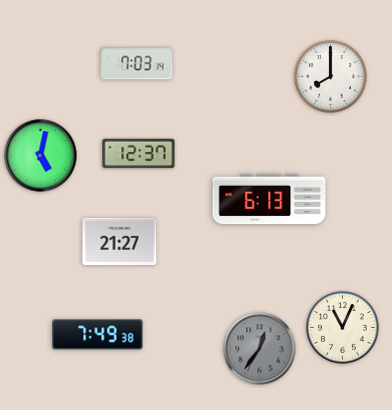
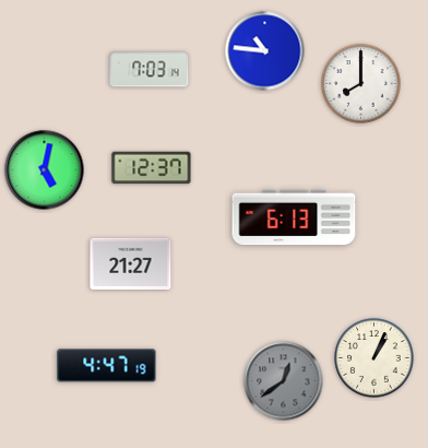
clock at (265, 51): none -> 10:46
clock at (343, 328): 11:04 -> 1:04
clock at (98, 335): 7:49 -> 4:47
clock at (260, 349): 12:36 -> 12:39
